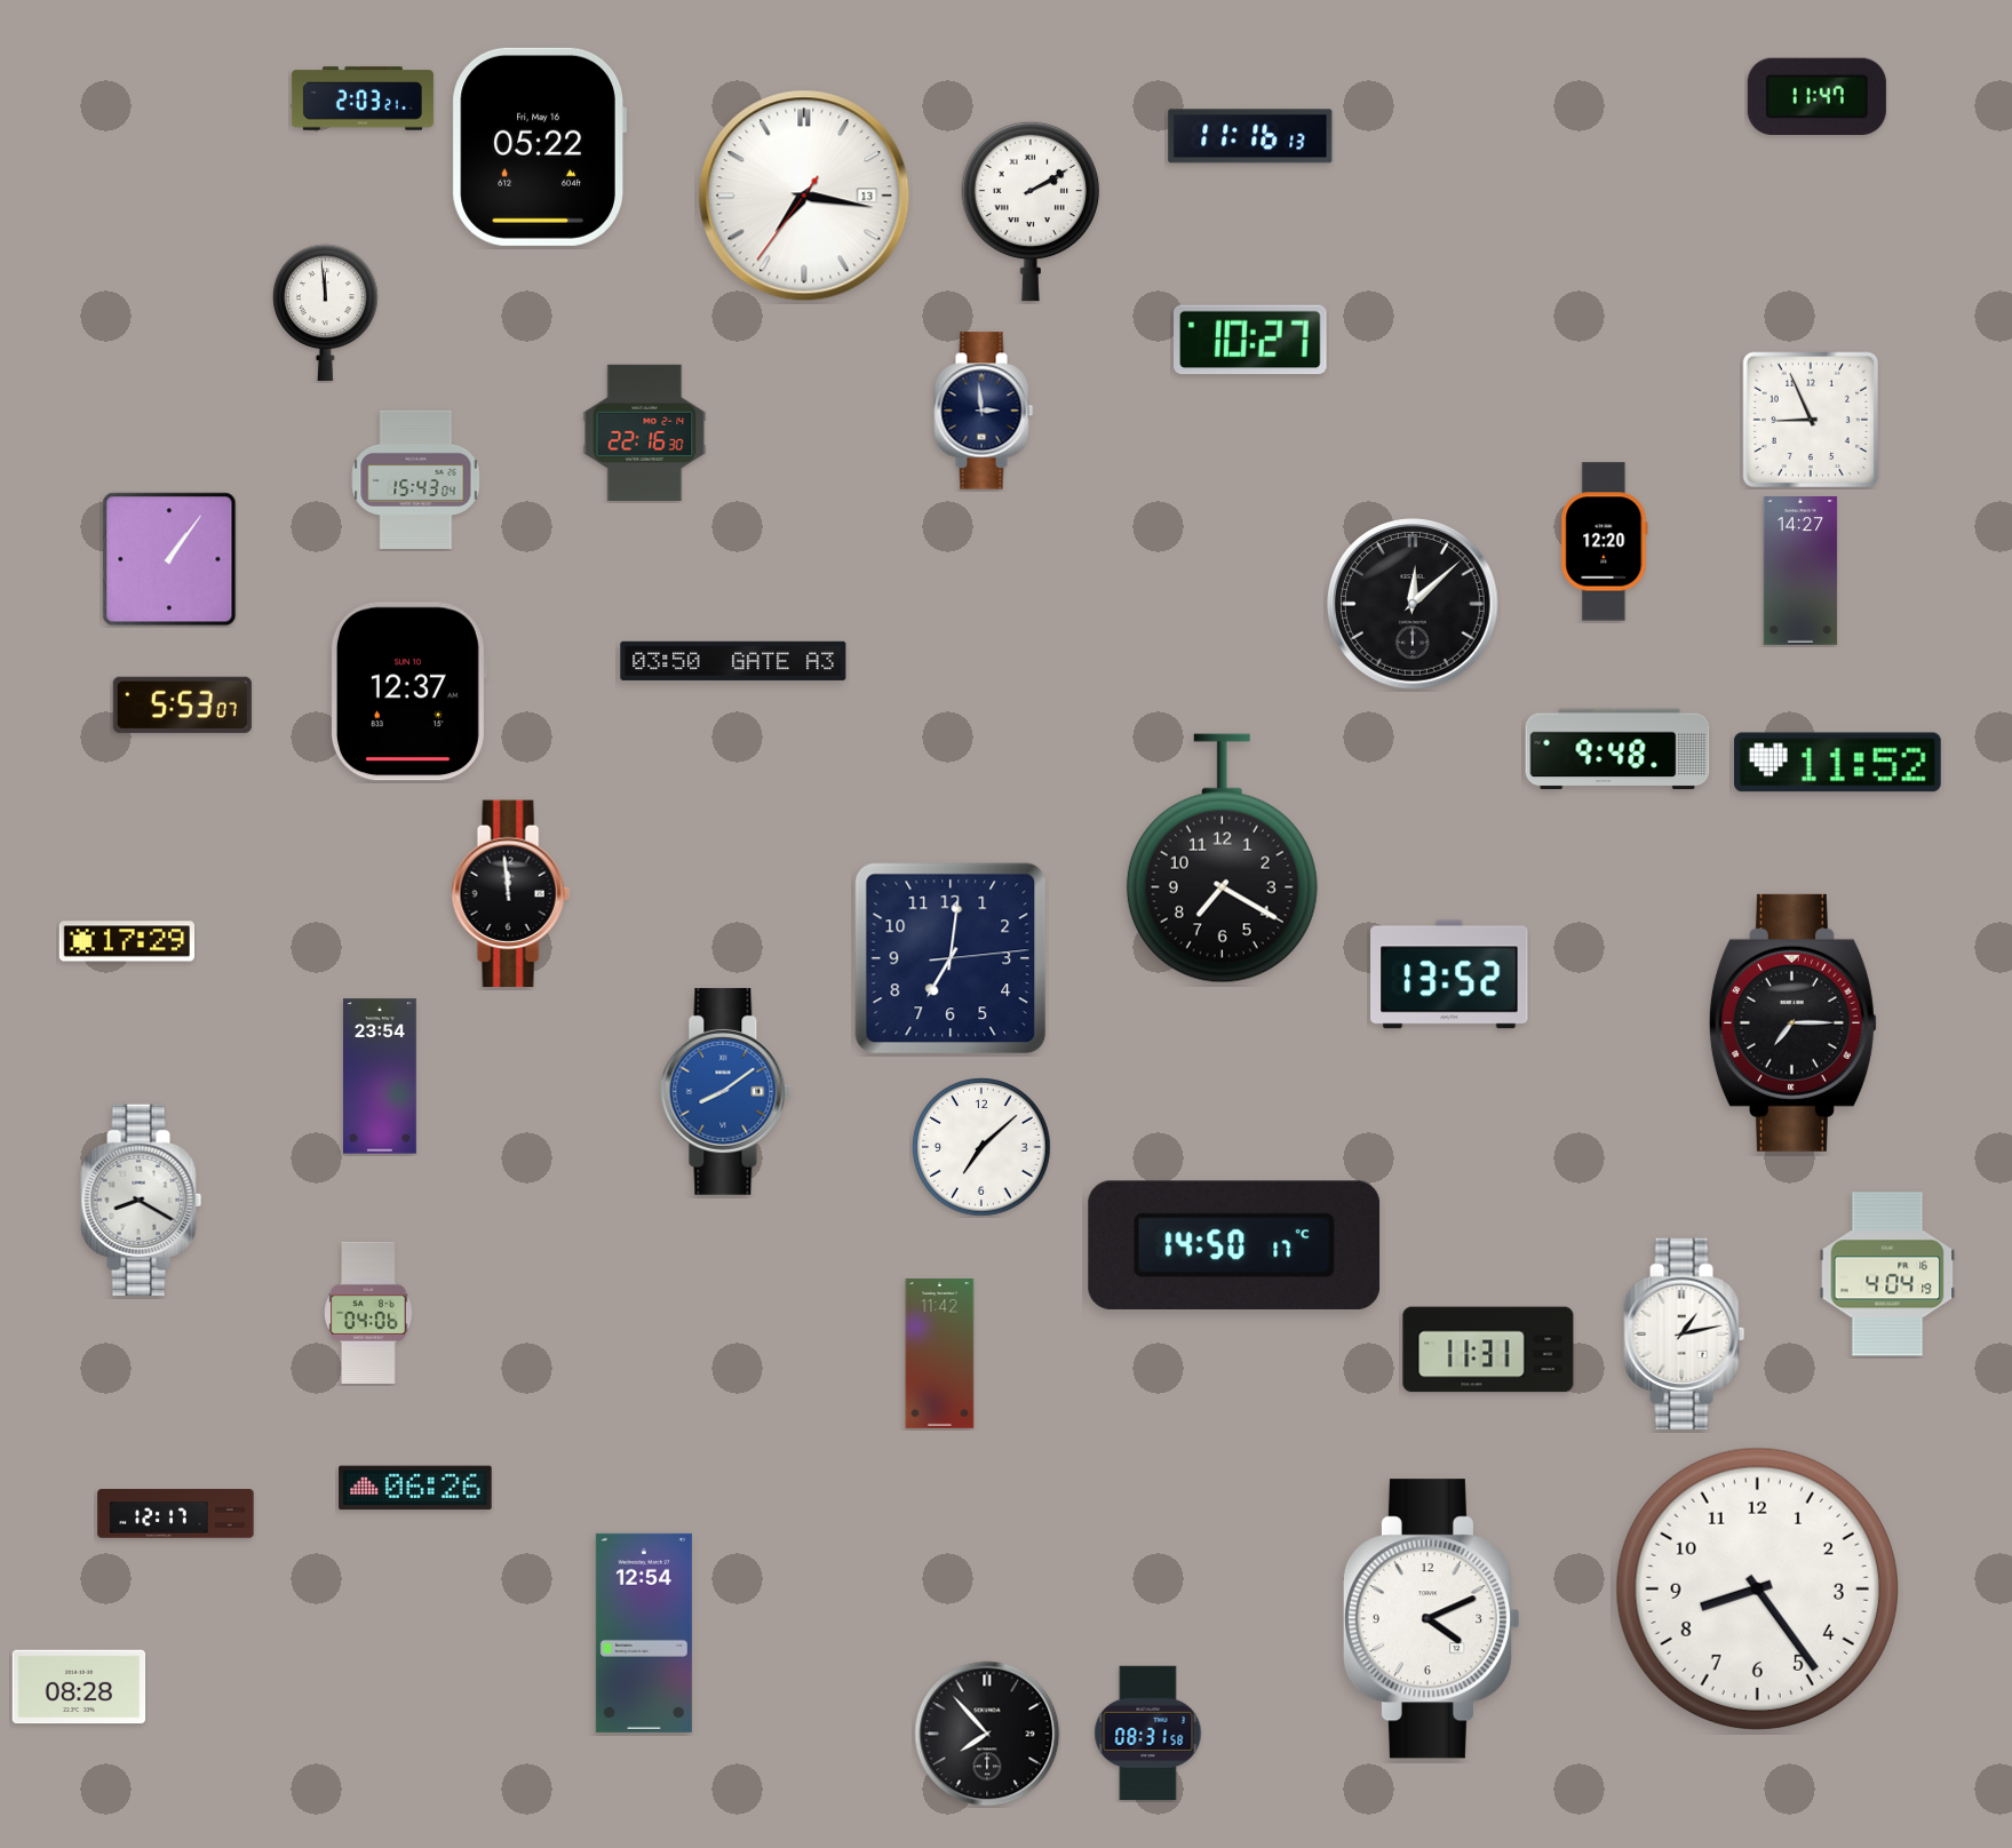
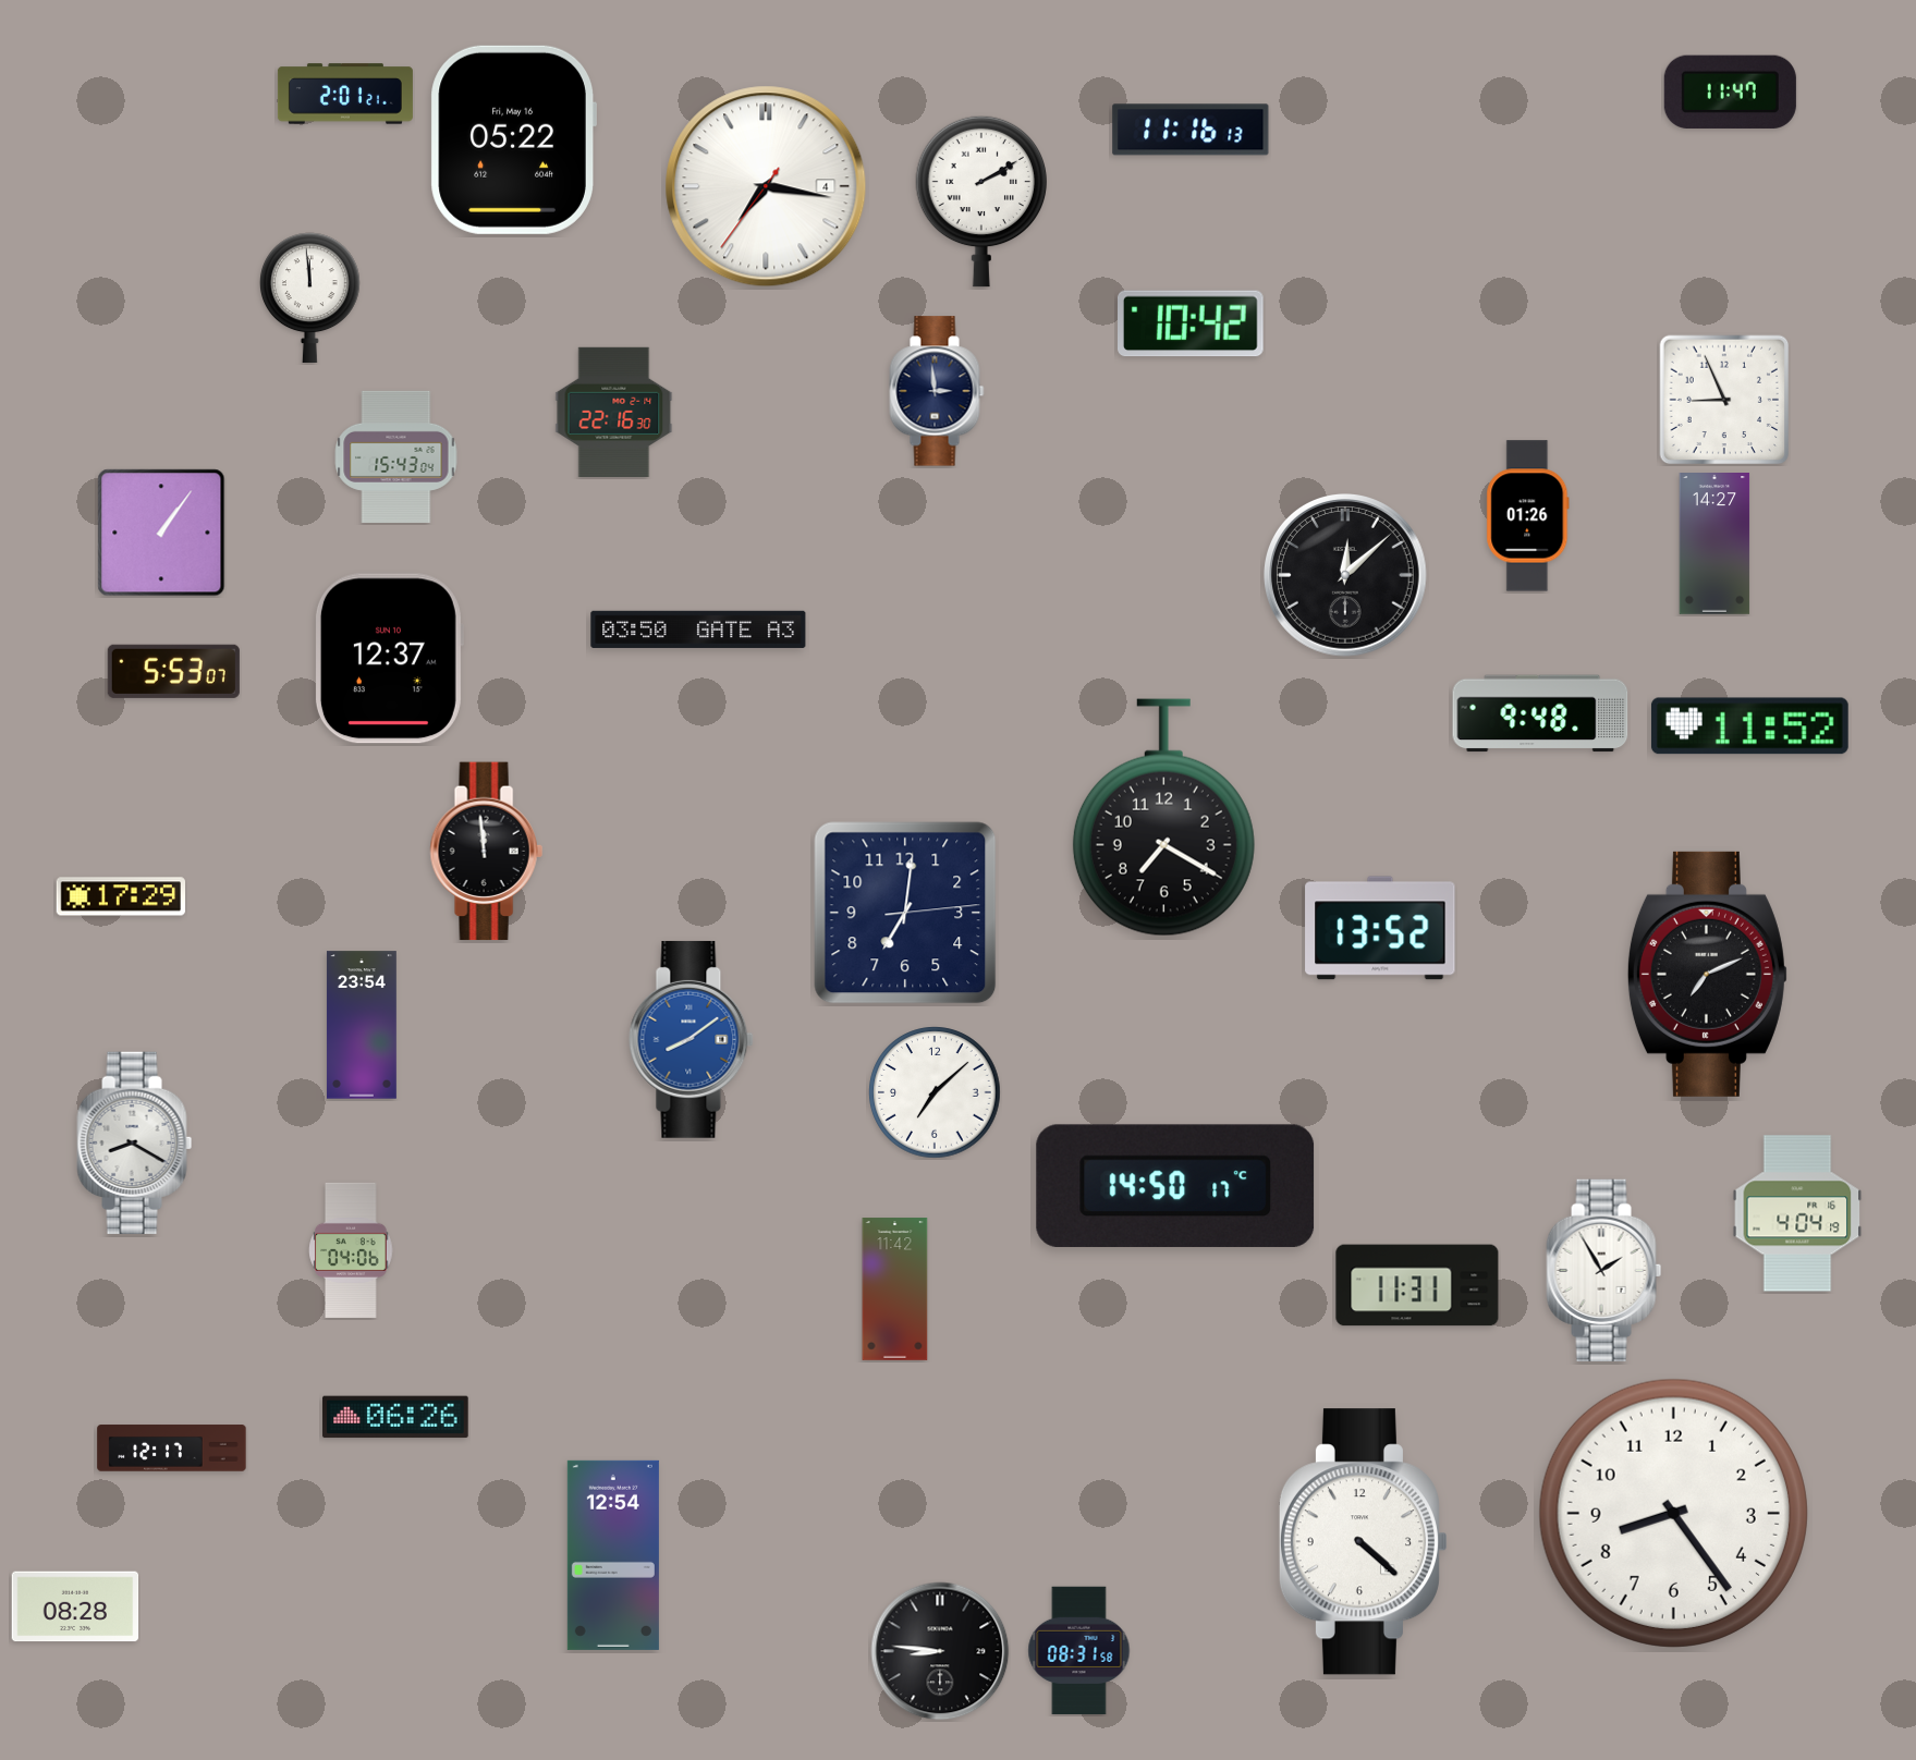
clock at (363, 98): 2:03 -> 2:01
clock at (804, 196) date: 13 -> 4
clock at (1251, 340): 10:27 -> 10:42
clock at (1605, 542): 12:20 -> 01:26
clock at (1792, 1022): 7:15 -> 7:11
clock at (1685, 1333): 1:13 -> 1:55
clock at (176, 1514) position: (176, 1514) -> (172, 1449)
clock at (1431, 1619): 4:11 -> 4:22
clock at (987, 1734): 7:53 -> 8:46
clock at (1148, 1734) position: (1148, 1734) -> (1079, 1651)
